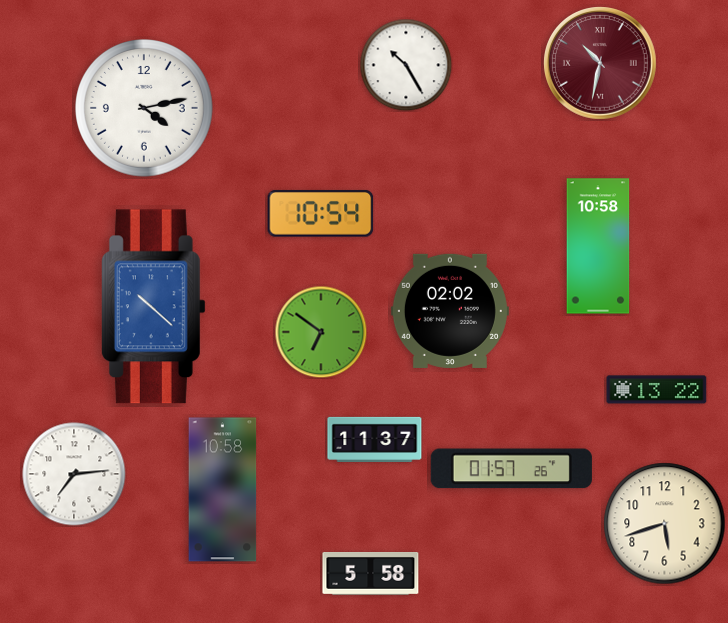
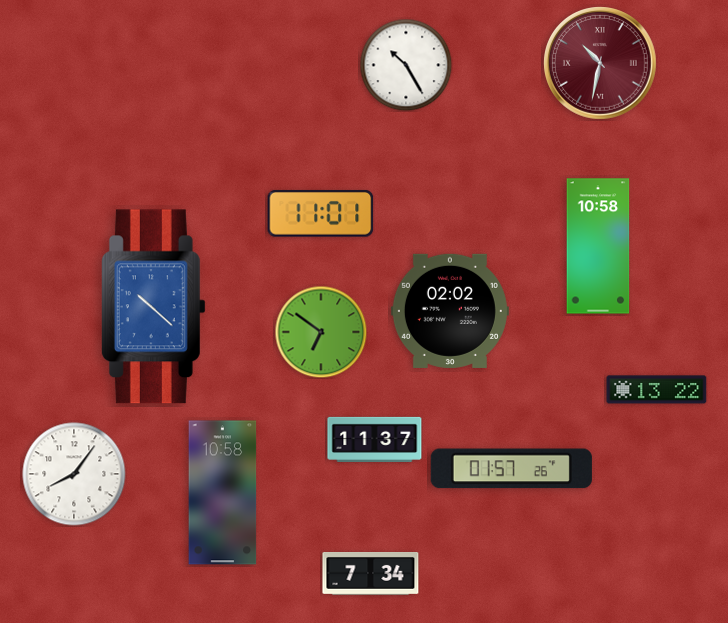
clock at (145, 109): 4:13 -> none
clock at (321, 213): 10:54 -> 11:01
clock at (74, 474): 7:14 -> 8:06
clock at (223, 490) position: (223, 490) -> (223, 493)
clock at (665, 524): 5:42 -> none
clock at (371, 574): 5:58 -> 7:34
